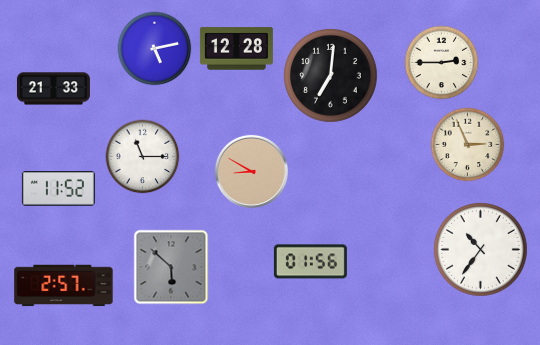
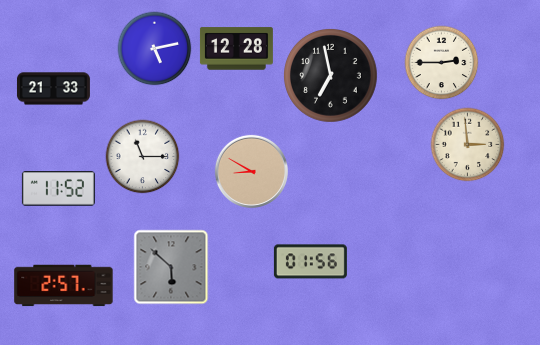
clock at (331, 76): 7:01 -> 6:58
clock at (468, 145): 2:56 -> 2:59
clock at (481, 250): 10:36 -> none
